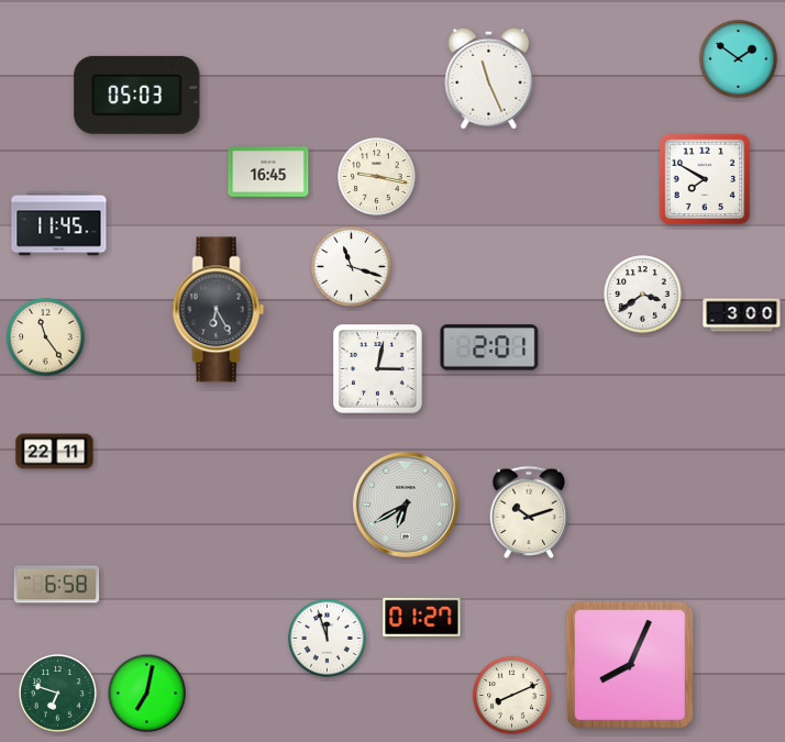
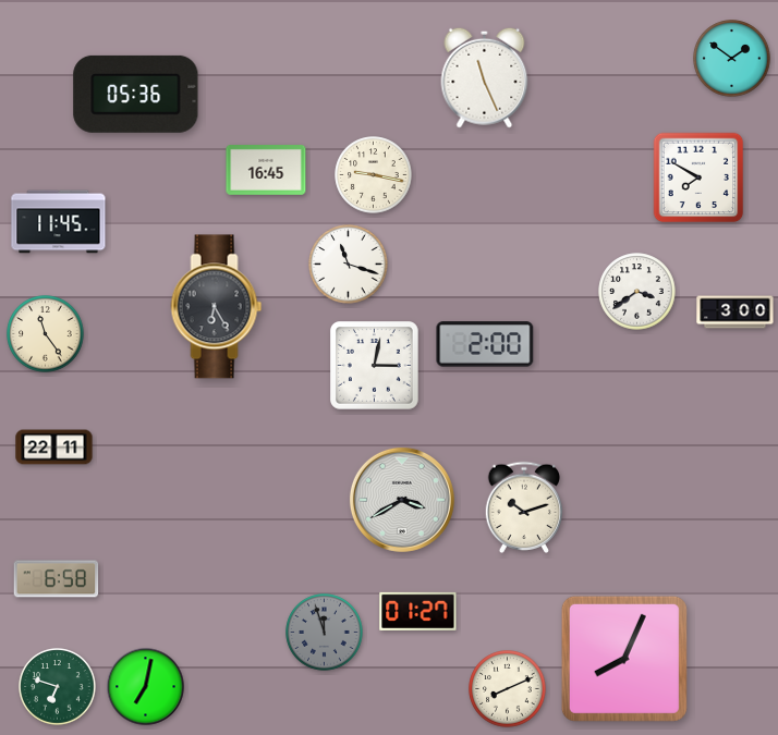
clock at (137, 95): 05:03 -> 05:36
clock at (489, 347): 2:01 -> 2:00
clock at (406, 505): 6:40 -> 3:40
clock at (328, 639) dial: white -> grey
